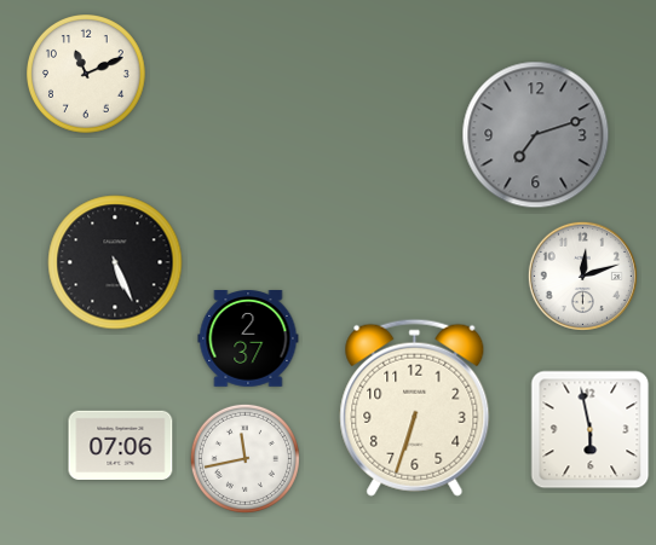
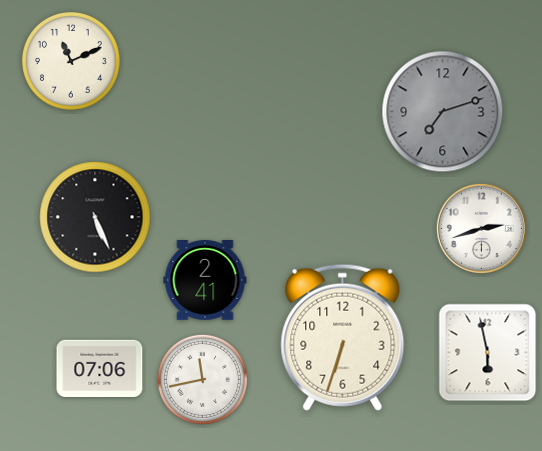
clock at (582, 276): 12:12 -> 2:42
clock at (248, 340): 2:37 -> 2:41
clock at (591, 430) position: (591, 430) -> (488, 353)
